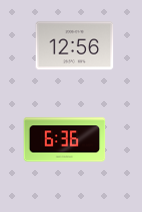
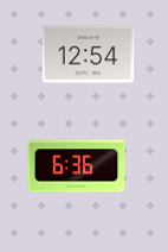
clock at (74, 46): 12:56 -> 12:54
